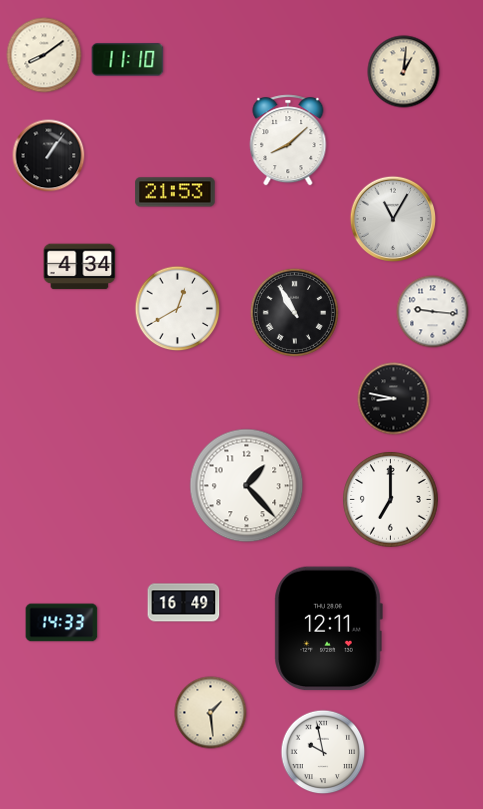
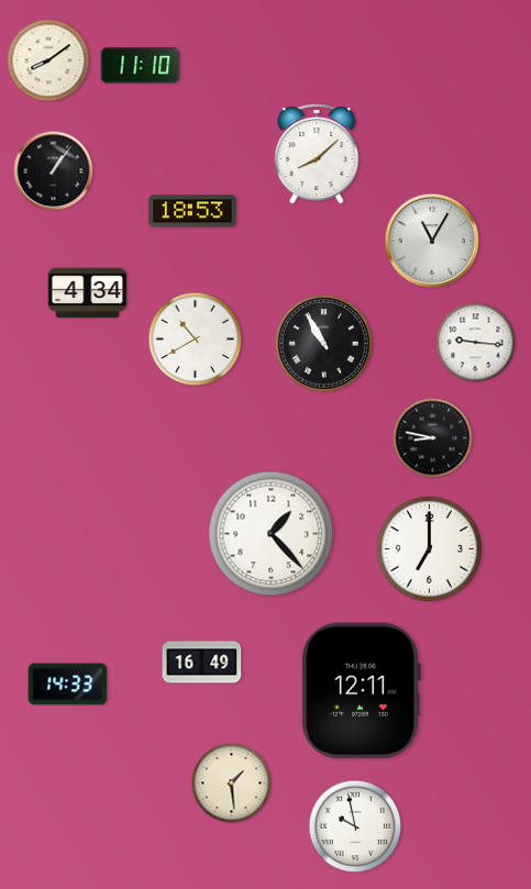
clock at (404, 72): 1:01 -> none
clock at (175, 192): 21:53 -> 18:53
clock at (178, 309): 12:40 -> 10:40
